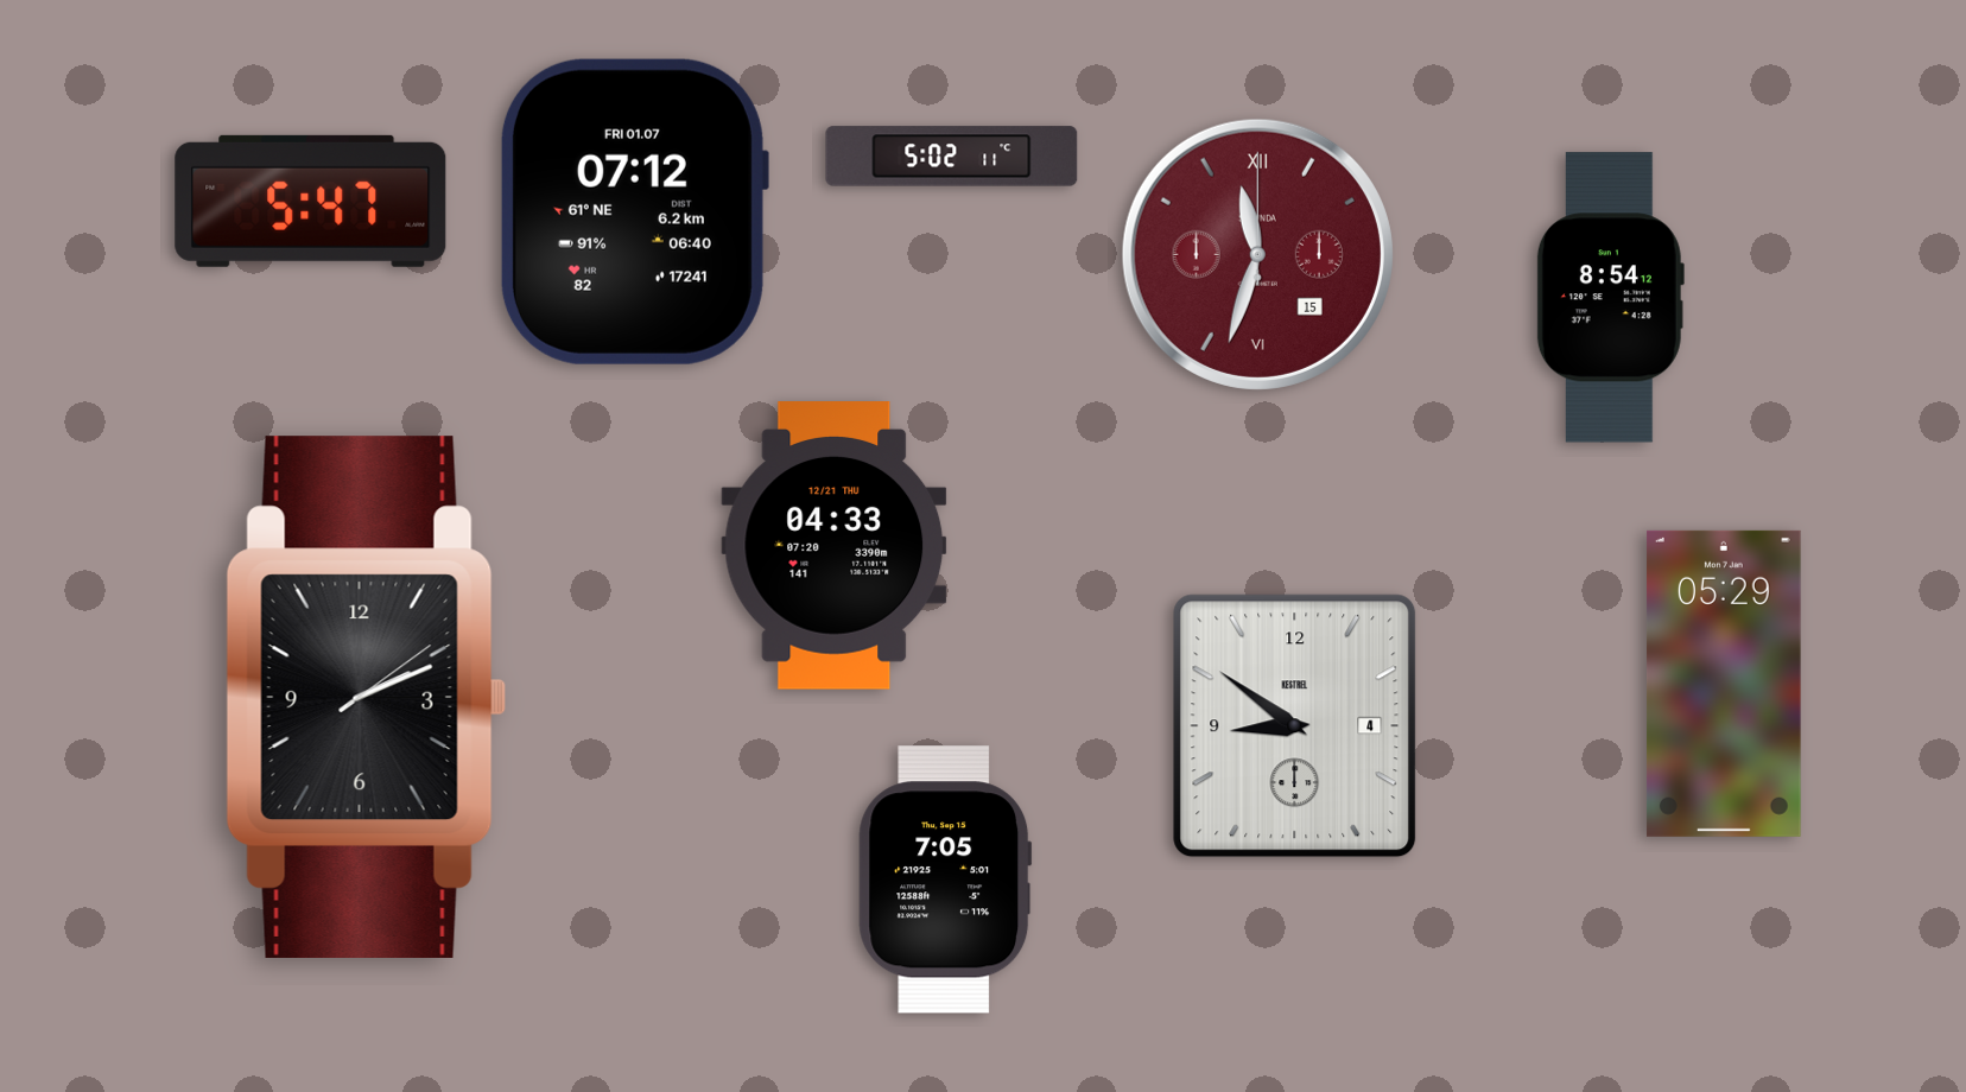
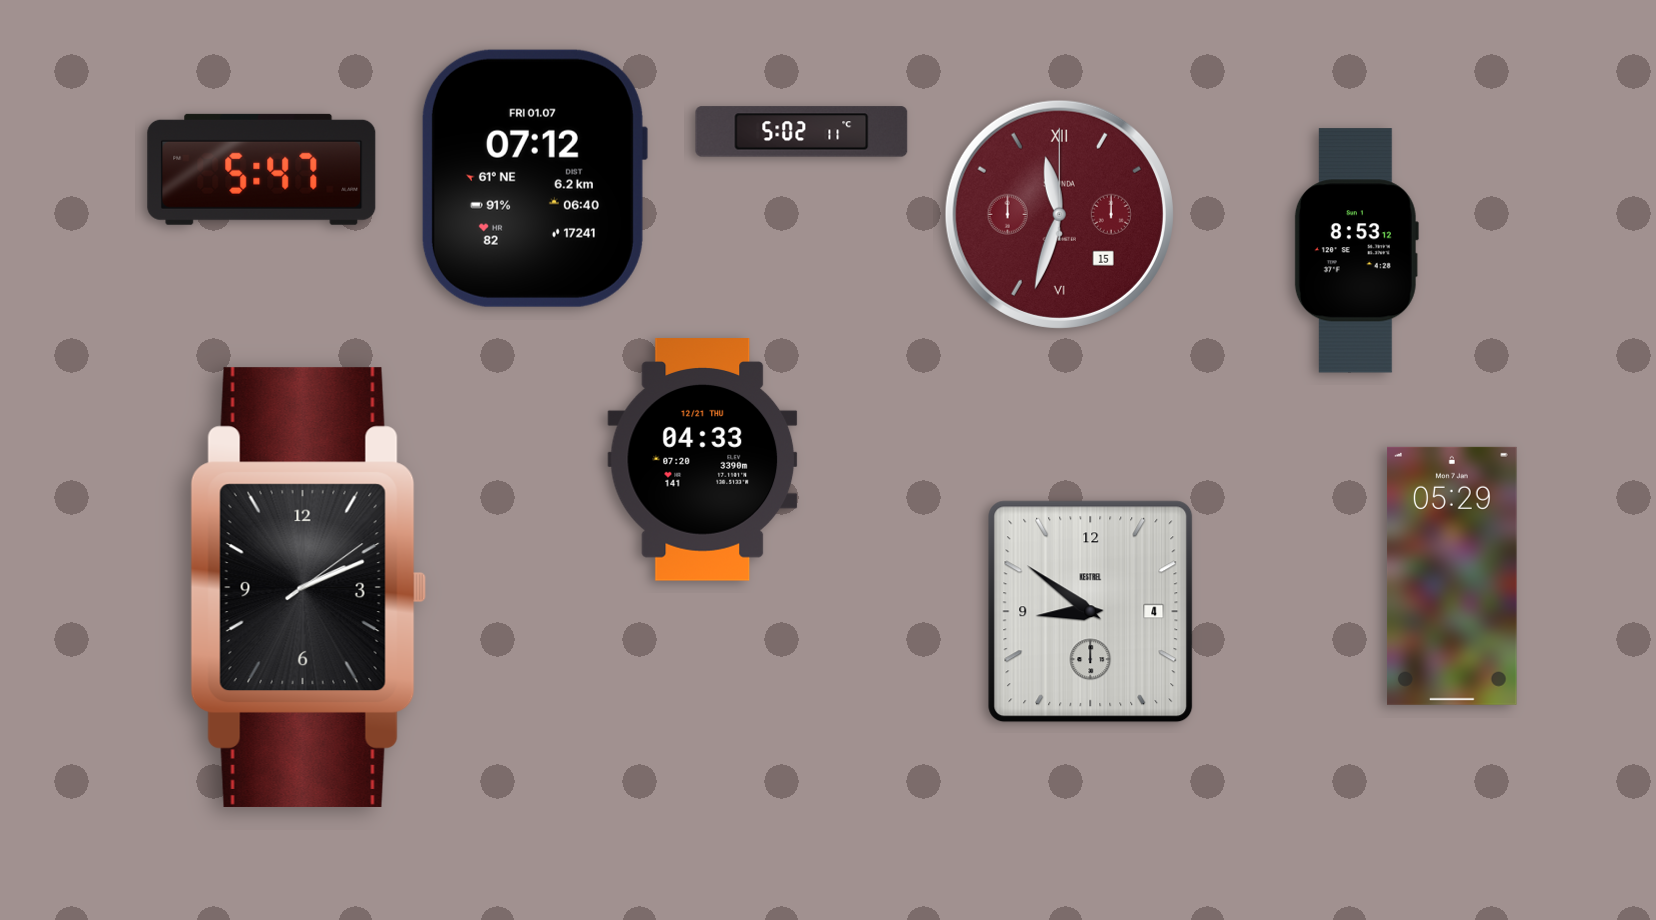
clock at (1610, 298): 8:54 -> 8:53
clock at (945, 880): 7:05 -> none
